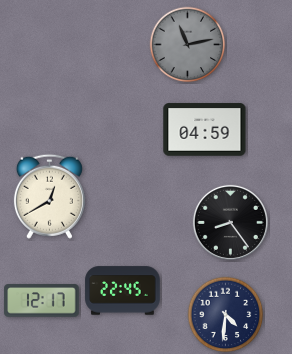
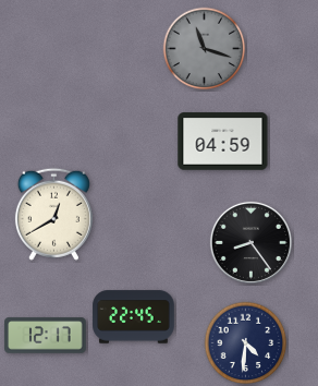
clock at (188, 45): 11:13 -> 11:18
clock at (42, 301) position: (42, 301) -> (46, 336)
